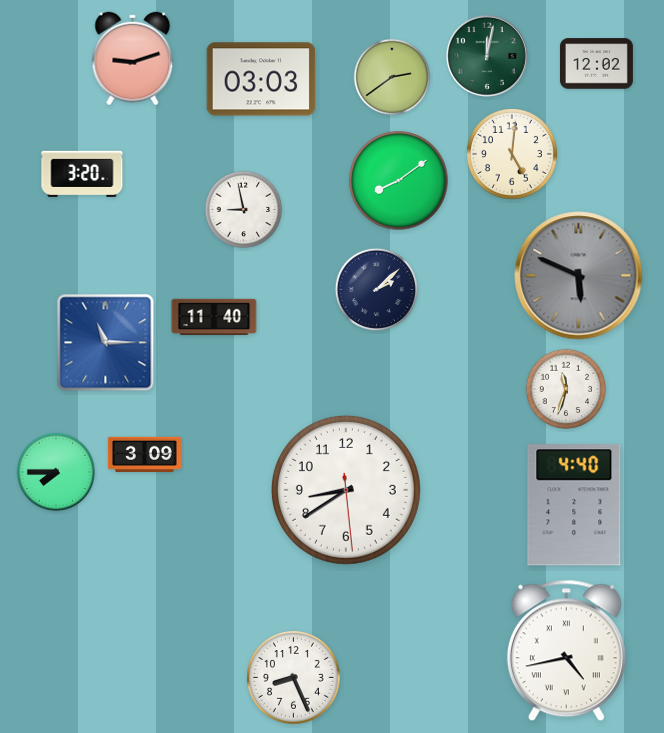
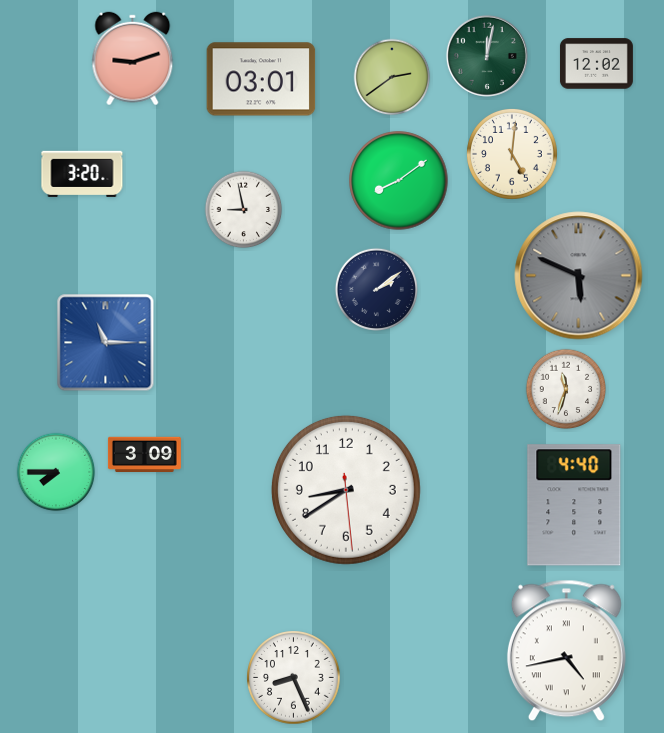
clock at (261, 79): 03:03 -> 03:01
clock at (376, 289): 2:08 -> 2:09
clock at (214, 317): 11:40 -> none
